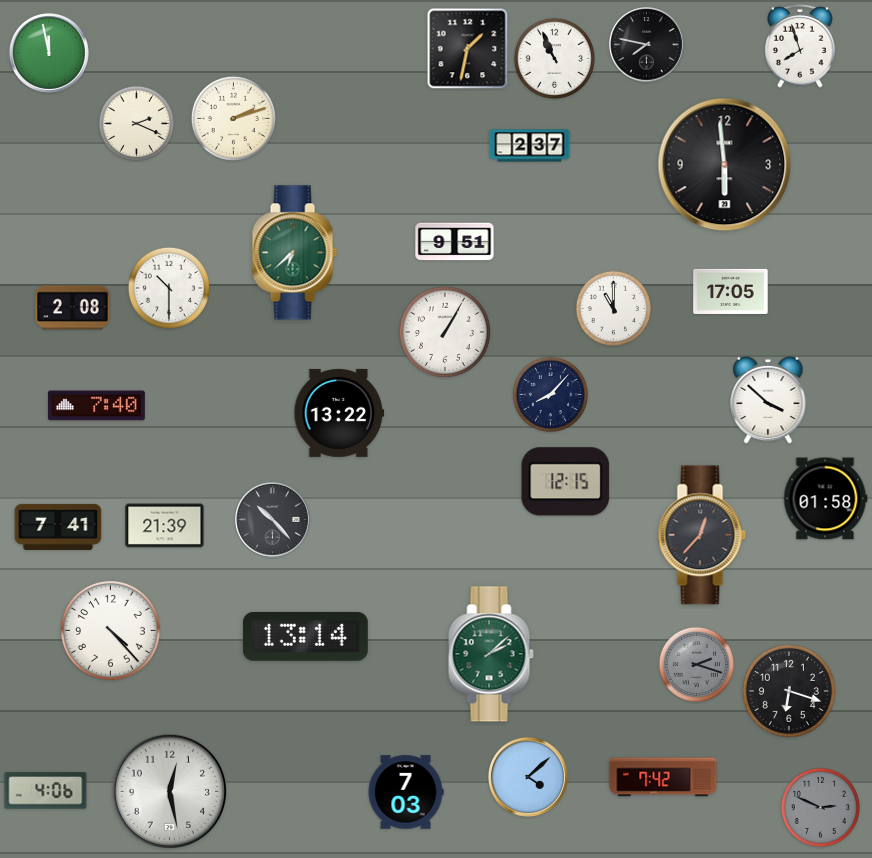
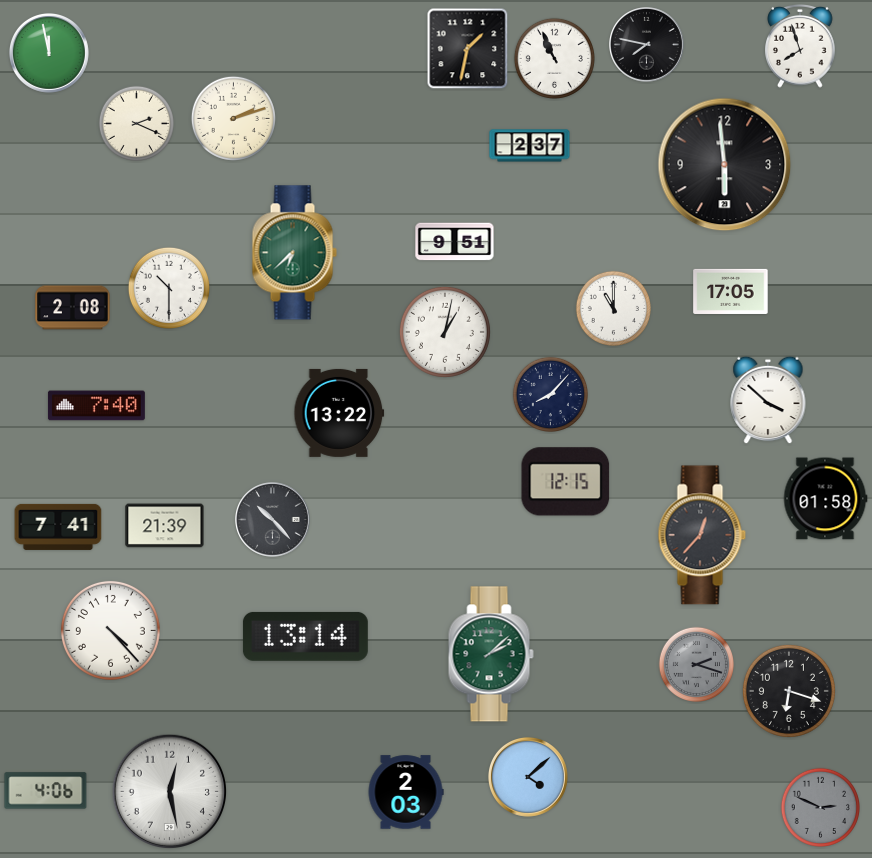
clock at (445, 332): 1:05 -> 1:02
clock at (663, 777): 7:42 -> none
clock at (406, 792): 7:03 -> 2:03
